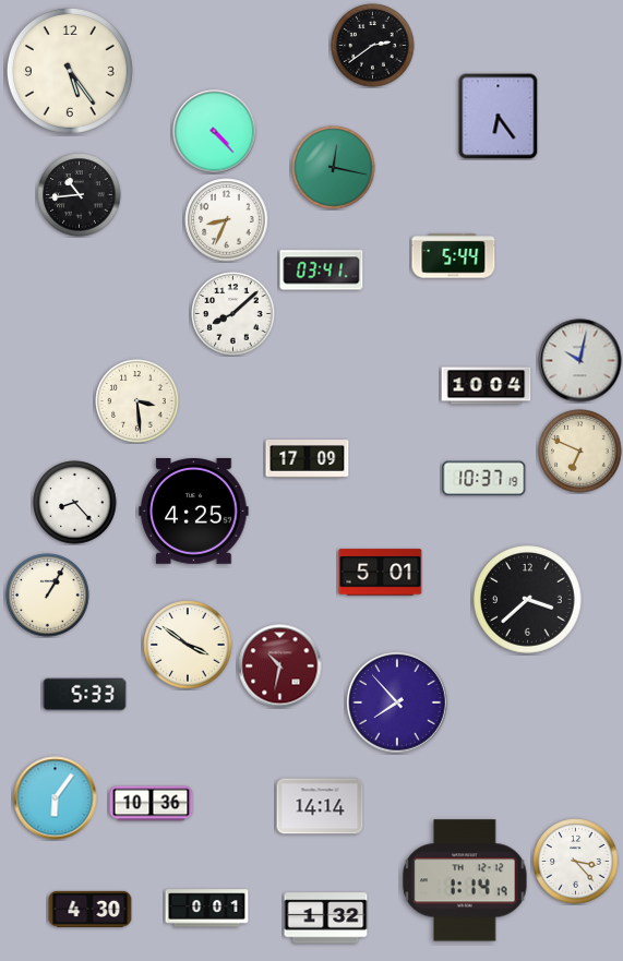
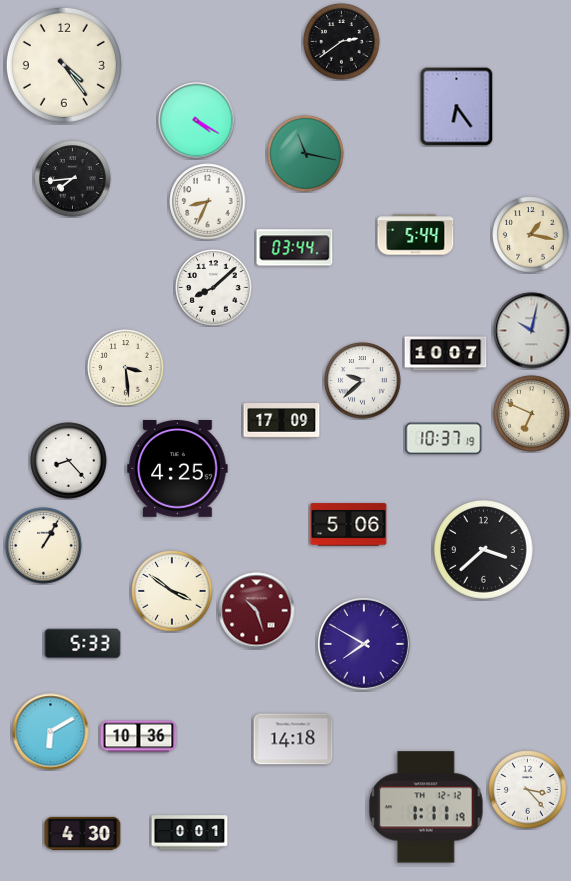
clock at (70, 71): 5:24 -> 4:24
clock at (215, 132): 4:23 -> 4:20
clock at (334, 168): 12:17 -> 11:17
clock at (80, 195): 10:44 -> 7:44
clock at (531, 235): none -> 1:17
clock at (322, 271): 03:41 -> 03:44
clock at (487, 386): 10:04 -> 10:07
clock at (363, 381): none -> 9:38
clock at (381, 573): 5:01 -> 5:06
clock at (280, 666): 10:32 -> 10:27
clock at (85, 695) position: (85, 695) -> (83, 644)
clock at (398, 704): 7:53 -> 7:50
clock at (56, 798): 6:06 -> 6:10
clock at (320, 806): 14:14 -> 14:18
clock at (465, 880): 1:14 -> 1:11
clock at (326, 918): 1:32 -> none
